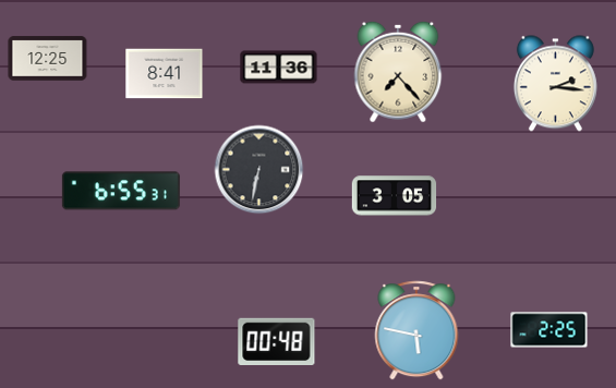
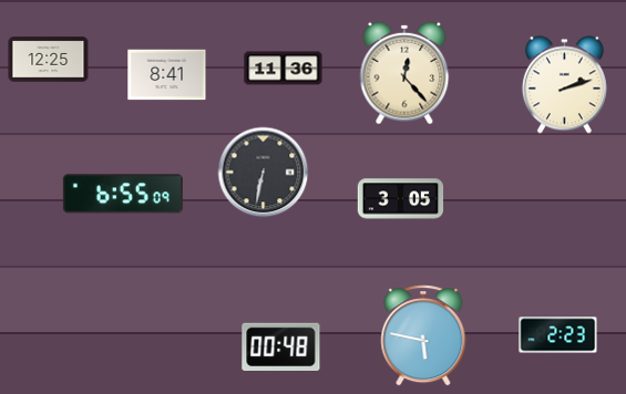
clock at (398, 72): 7:23 -> 12:23
clock at (555, 84): 2:16 -> 2:12
clock at (121, 191): 6:55:31 -> 6:55:09
clock at (549, 330): 2:25 -> 2:23
